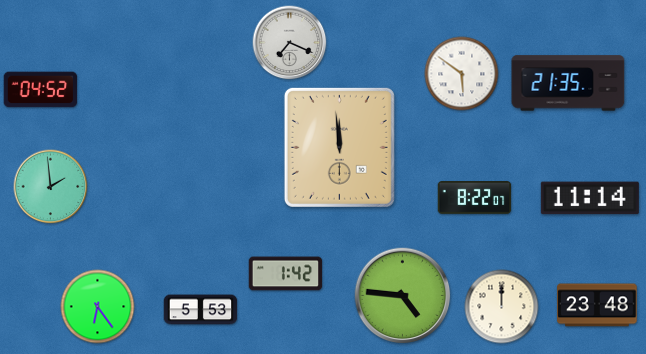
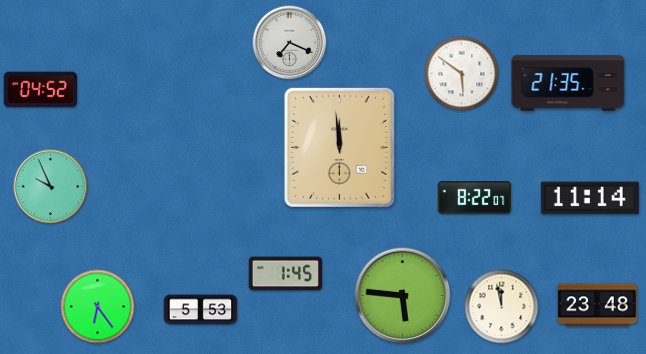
clock at (51, 187): 1:59 -> 9:56
clock at (286, 274): 1:42 -> 1:45
clock at (403, 296): 4:46 -> 5:46
clock at (502, 307): 12:00 -> 11:58
